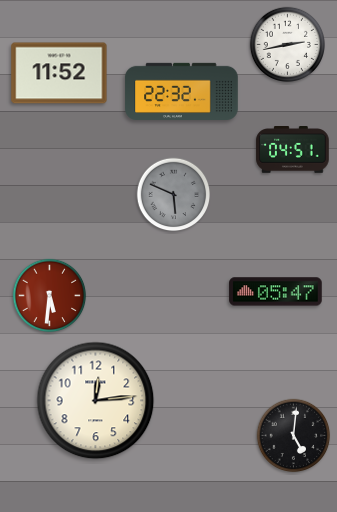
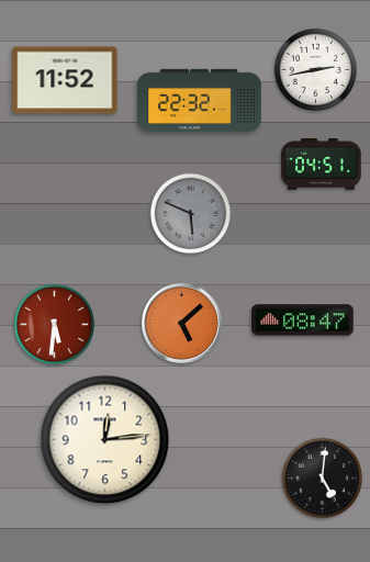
clock at (287, 44) position: (287, 44) -> (315, 69)
clock at (276, 292): 05:47 -> 08:47
clock at (182, 324): none -> 5:08
